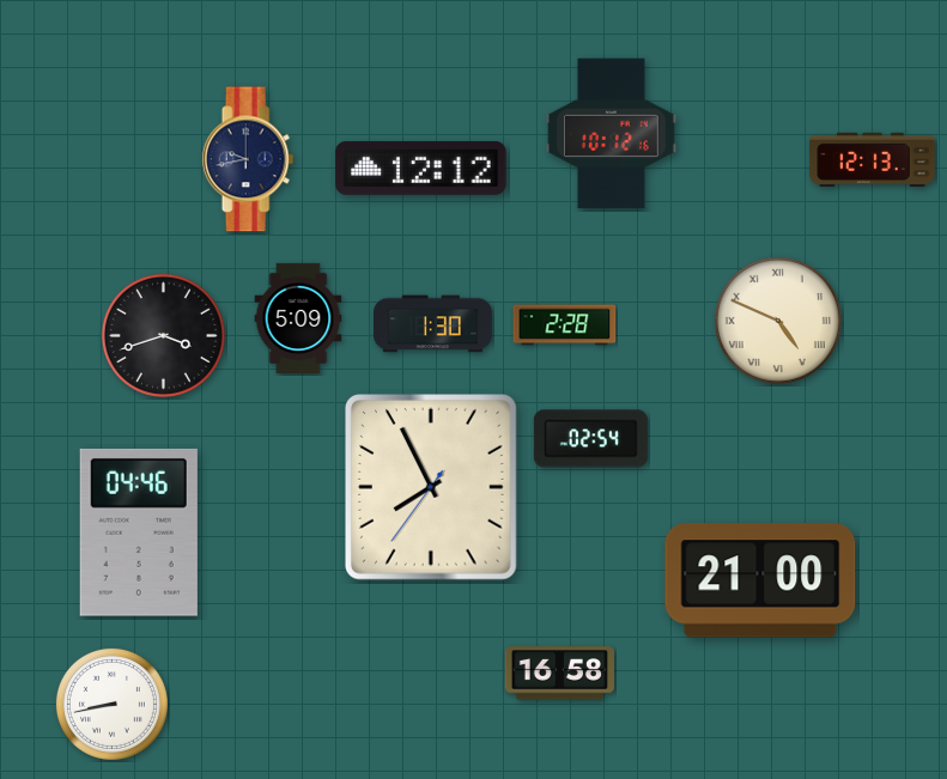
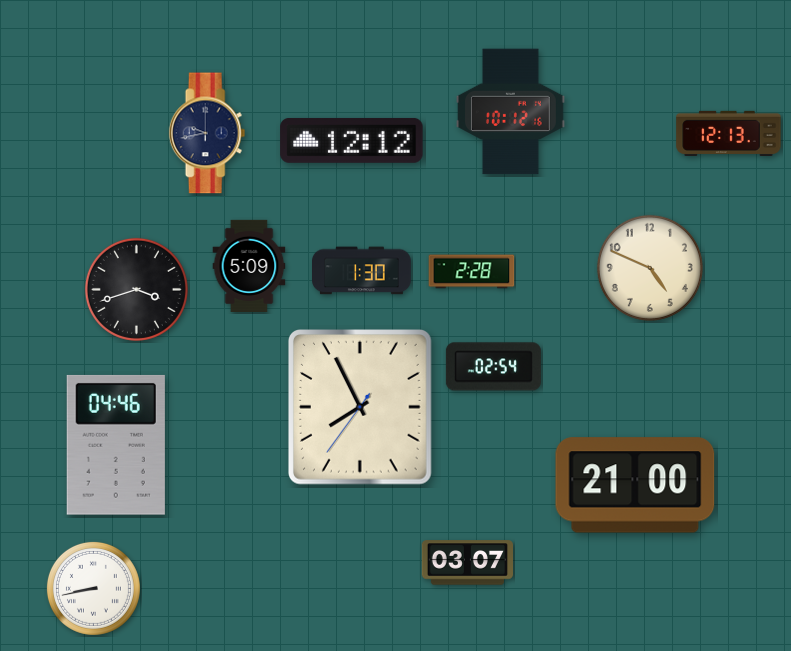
clock at (778, 321) numerals: Roman -> Arabic
clock at (163, 335) position: (163, 335) -> (136, 289)
clock at (559, 674): 16:58 -> 03:07
